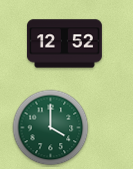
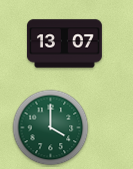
clock at (64, 44): 12:52 -> 13:07
